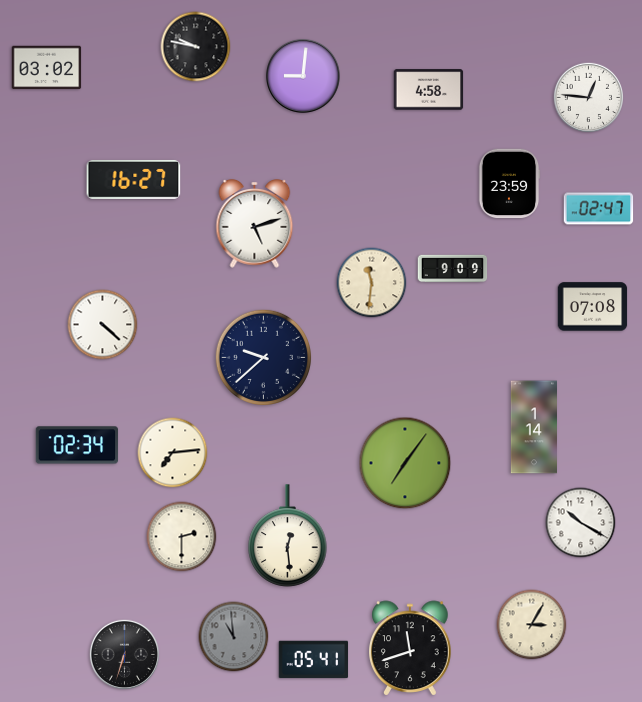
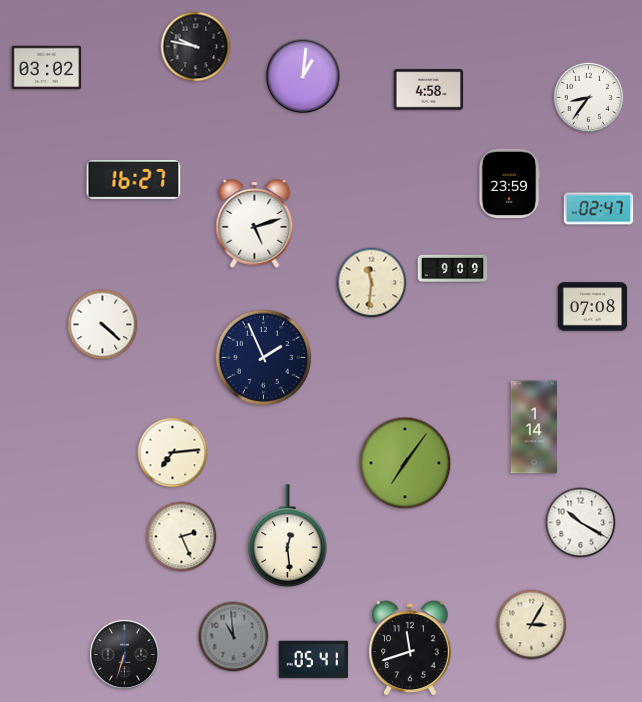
clock at (304, 77): 9:01 -> 1:01
clock at (588, 97): 12:46 -> 8:36
clock at (263, 357): 9:38 -> 1:56
clock at (77, 445): 02:34 -> none
clock at (182, 537): 2:30 -> 2:26
